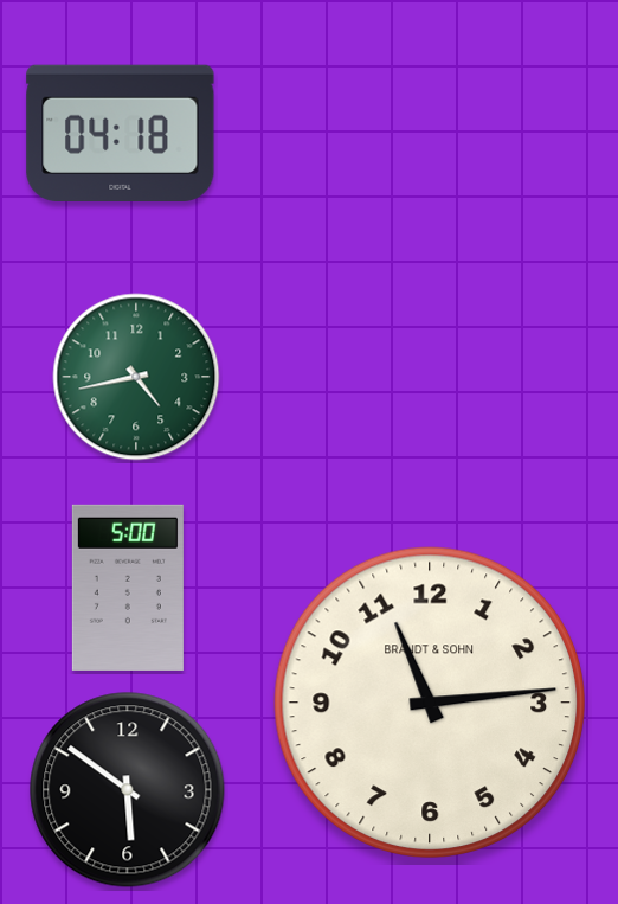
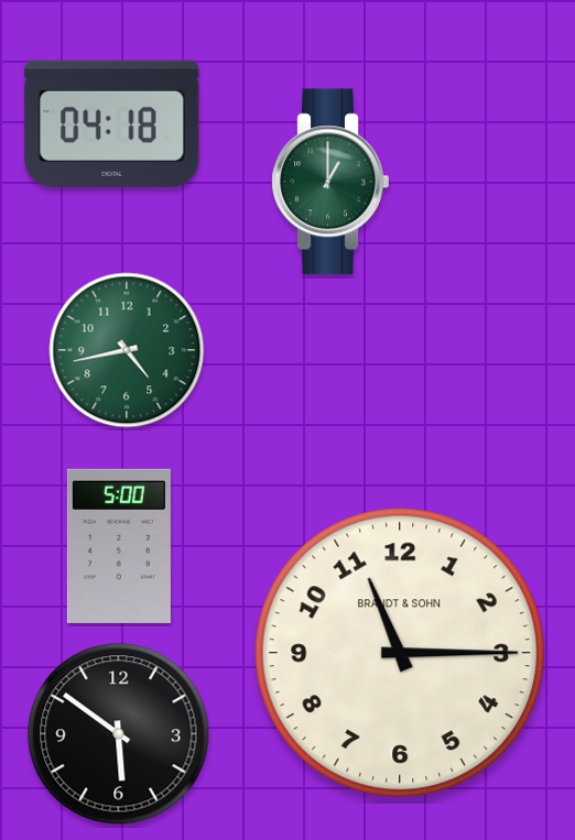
clock at (330, 182): none -> 1:00
clock at (429, 701): 11:14 -> 11:15
